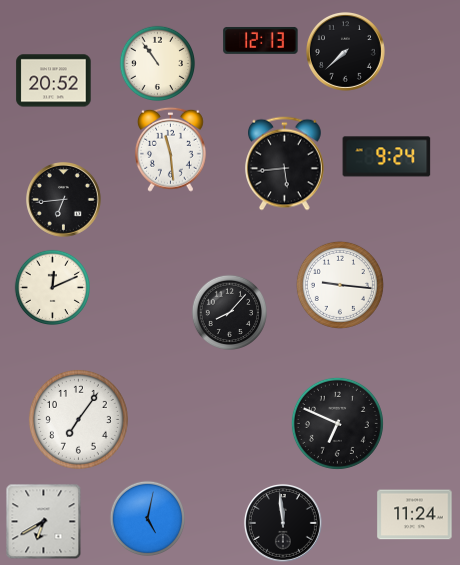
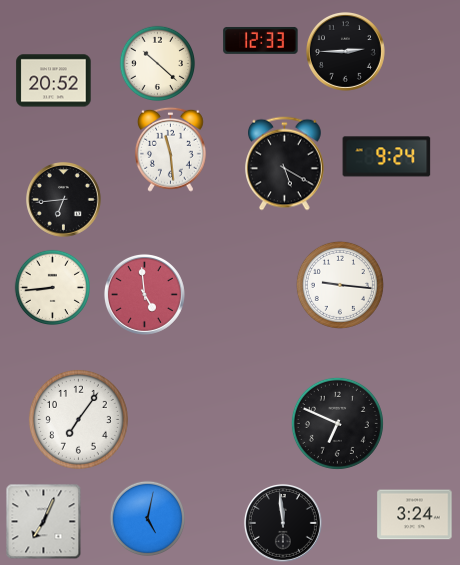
clock at (261, 40): 12:13 -> 12:33
clock at (345, 51): 7:38 -> 2:45
clock at (157, 63): 10:54 -> 10:22
clock at (285, 164): 5:44 -> 5:20
clock at (52, 287): 12:11 -> 8:44
clock at (144, 294): none -> 4:59
clock at (229, 312): 8:07 -> none
clock at (415, 515): 11:24 -> 3:24
clock at (44, 522): 6:40 -> 7:04
